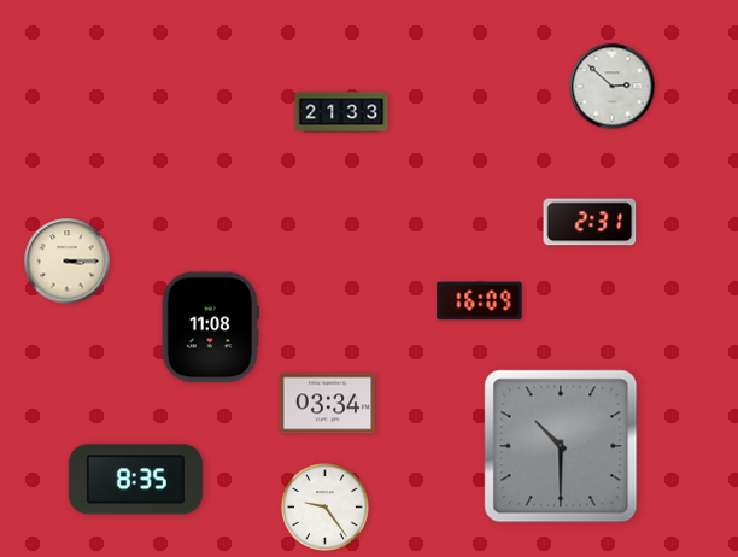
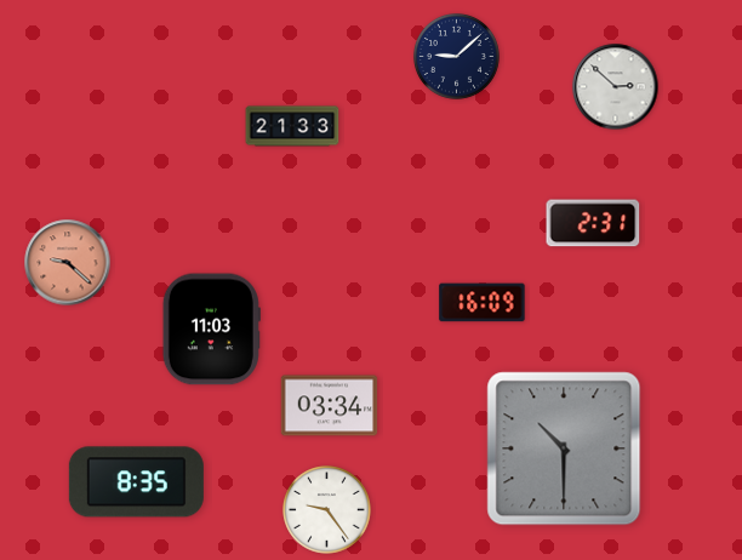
clock at (457, 57): none -> 9:08
clock at (341, 112) position: (341, 112) -> (292, 126)
clock at (68, 262): 3:15 -> 9:22
clock at (68, 262) dial: cream -> salmon
clock at (210, 328): 11:08 -> 11:03
